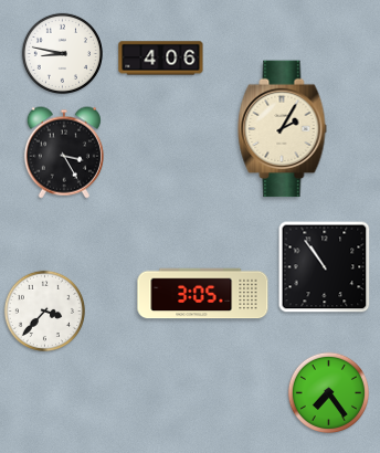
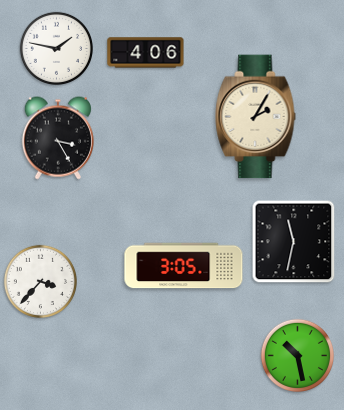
clock at (62, 53): 8:47 -> 1:47
clock at (325, 267): 10:54 -> 11:32
clock at (328, 392): 7:24 -> 10:28
